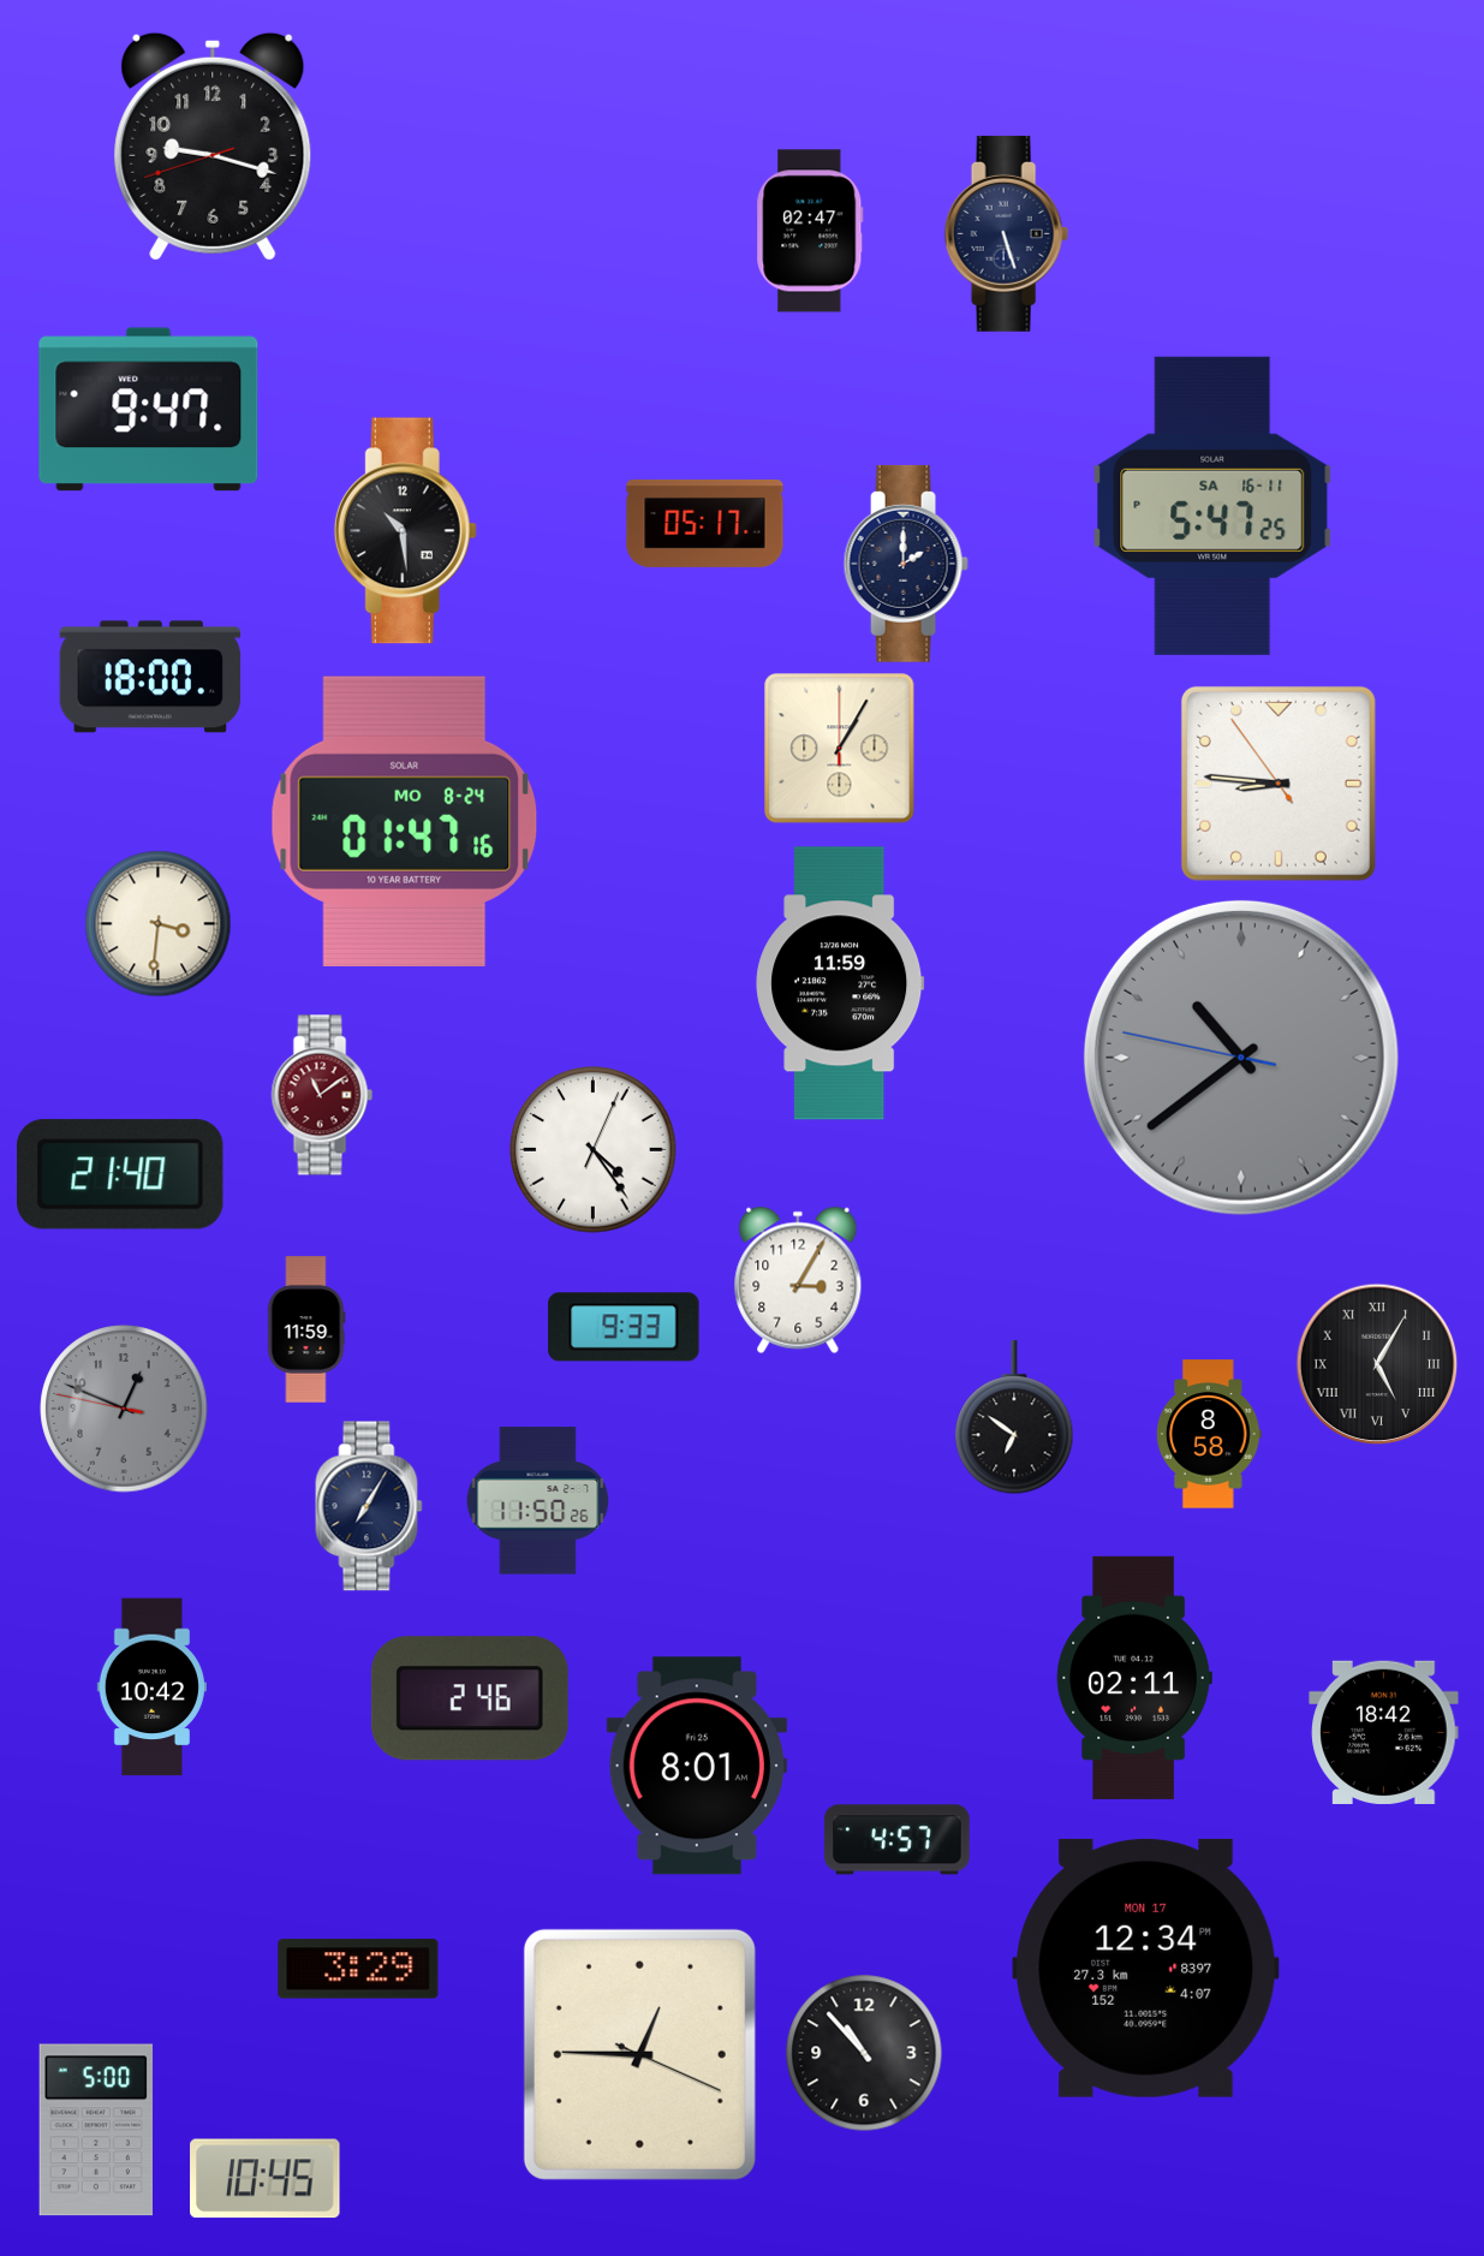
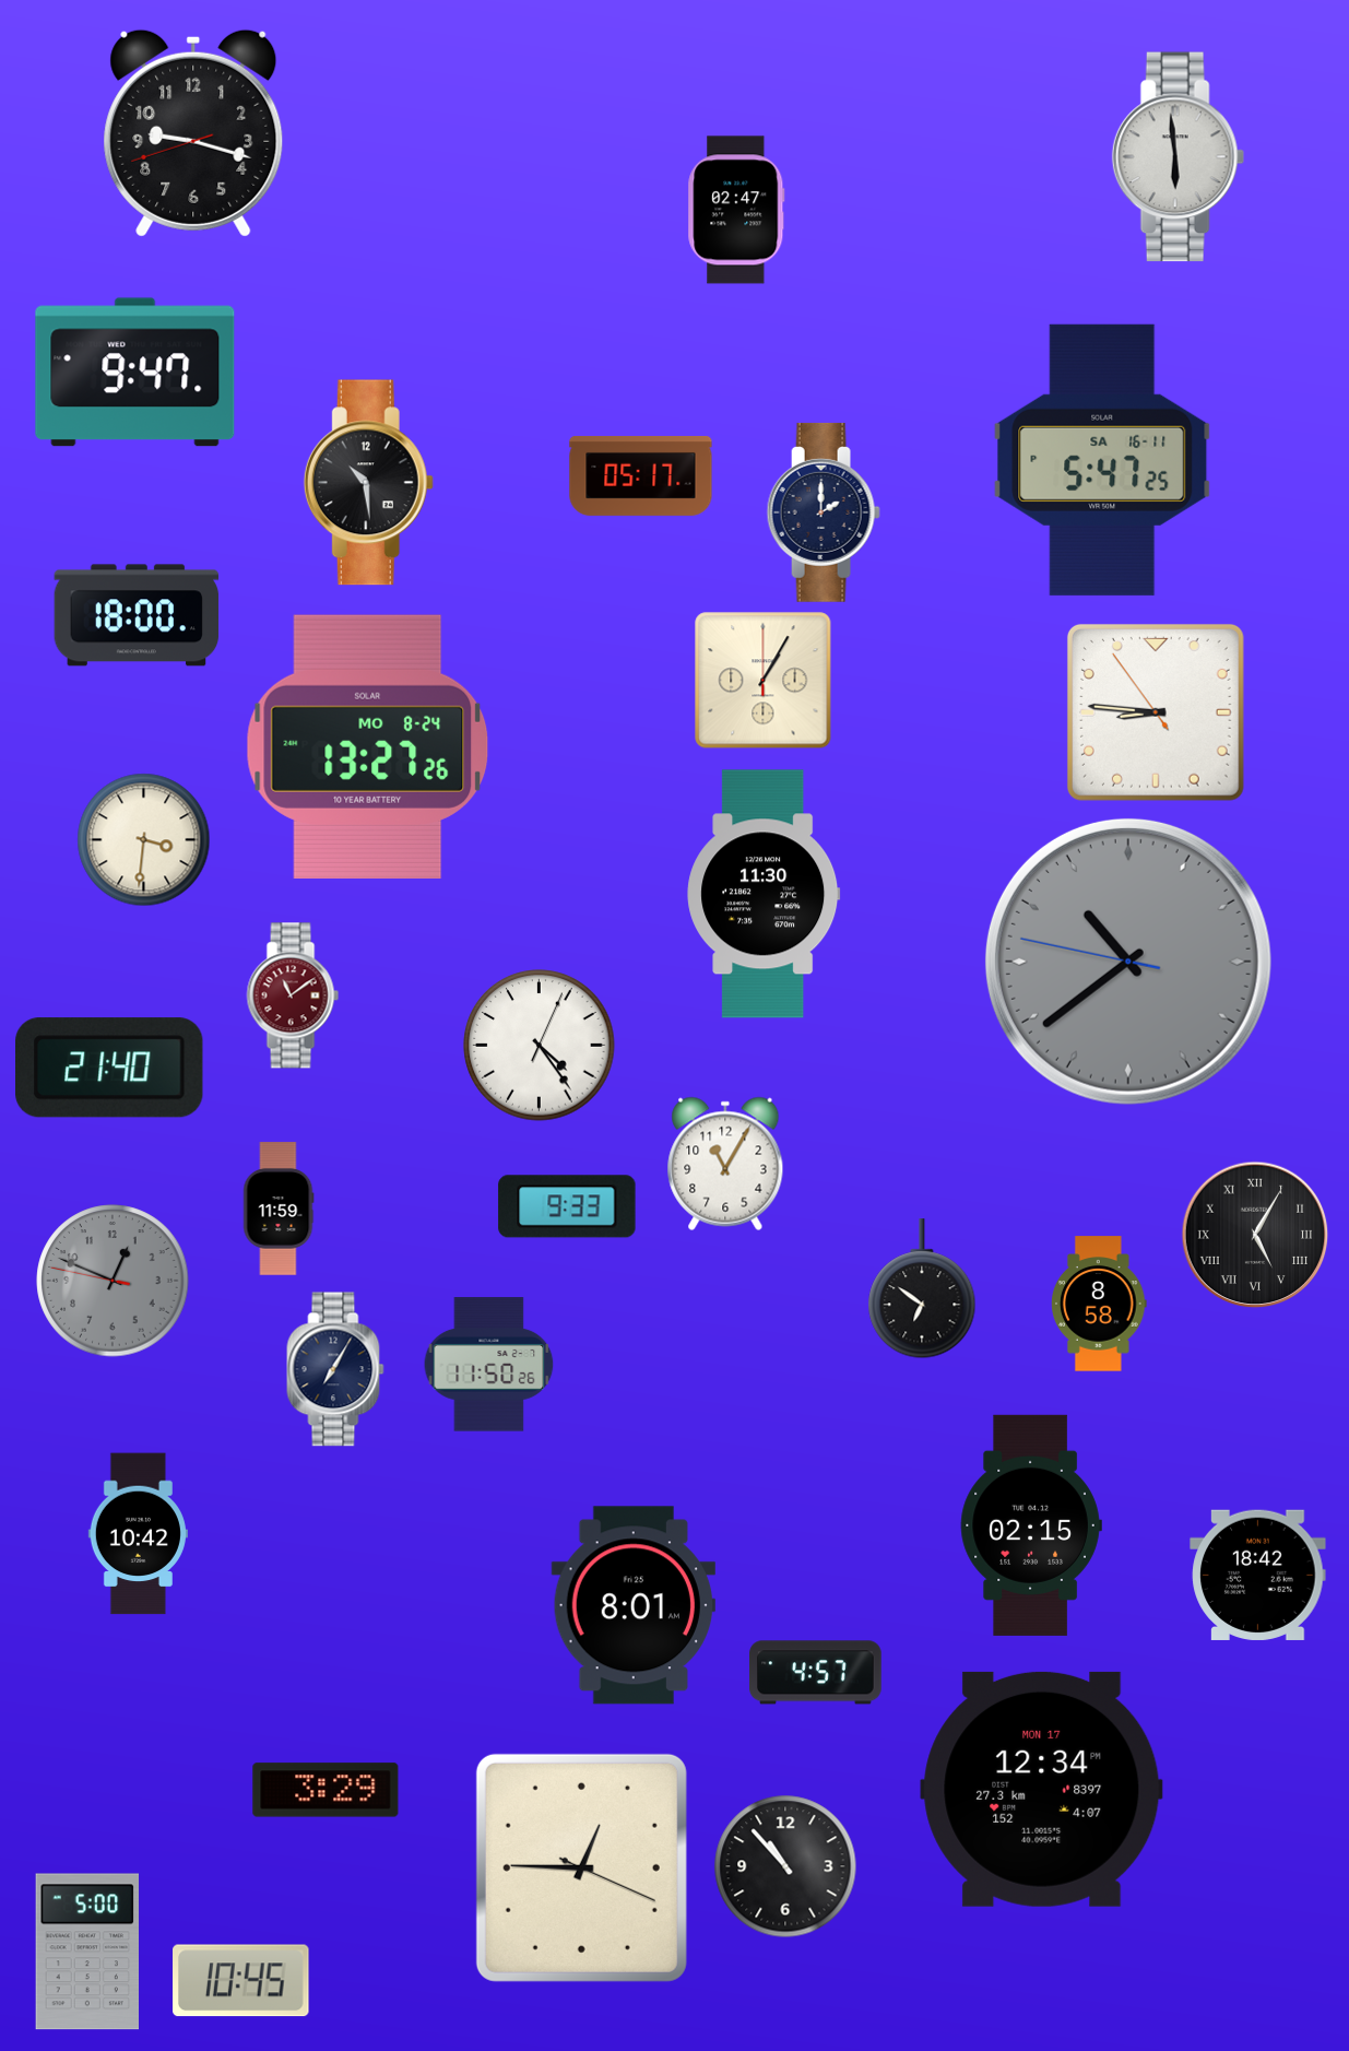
clock at (1178, 157): none -> 5:59
clock at (1006, 233): 5:27 -> none
clock at (1279, 784) position: (1279, 784) -> (1156, 712)
clock at (405, 821): 01:47 -> 13:27
clock at (840, 983): 11:59 -> 11:30
clock at (798, 1280): 3:05 -> 11:05
clock at (1377, 1364) position: (1377, 1364) -> (1255, 1235)
clock at (1134, 1678): 02:11 -> 02:15
clock at (470, 1698): 2:46 -> none
clock at (95, 2130) position: (95, 2130) -> (86, 1952)
